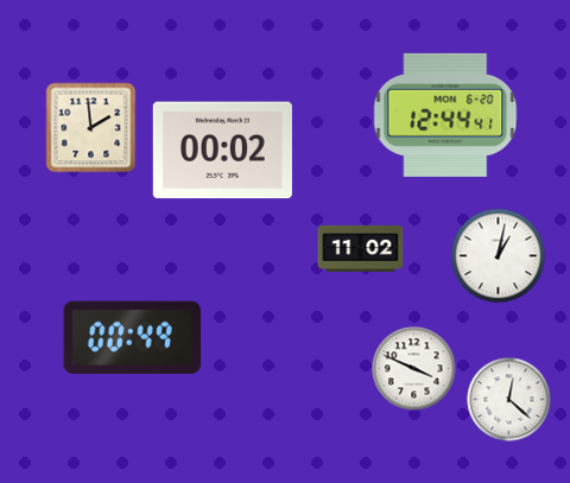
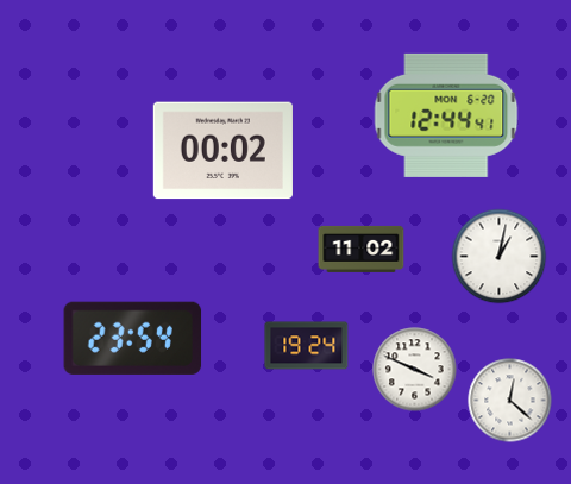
clock at (91, 128): 1:59 -> none
clock at (133, 337): 00:49 -> 23:54
clock at (307, 346): none -> 19:24
